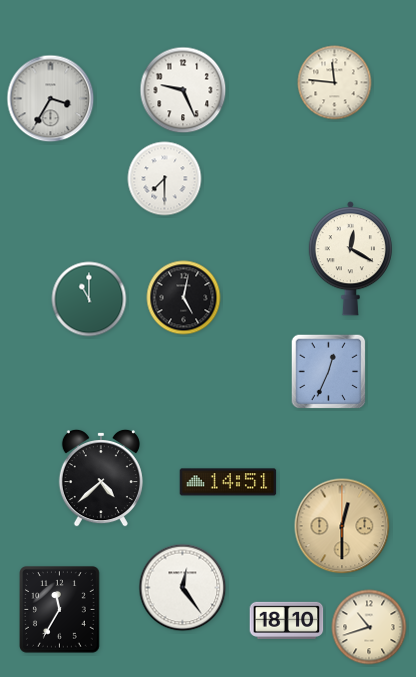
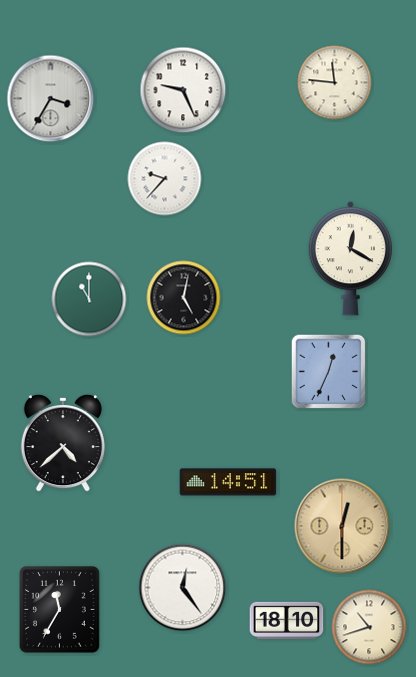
clock at (165, 179): 7:30 -> 9:37
clock at (101, 478) position: (101, 478) -> (63, 443)
